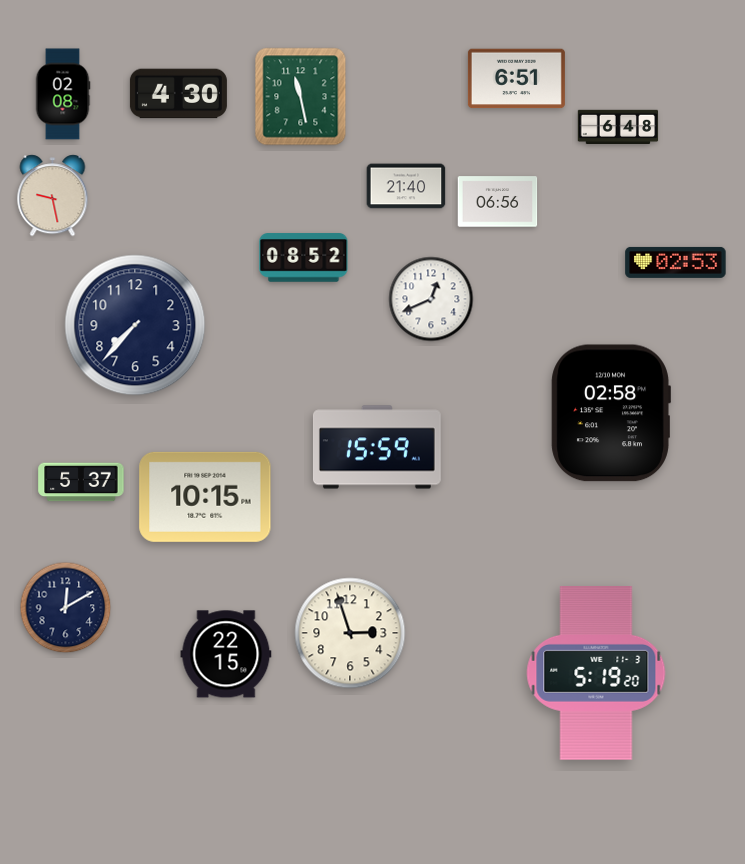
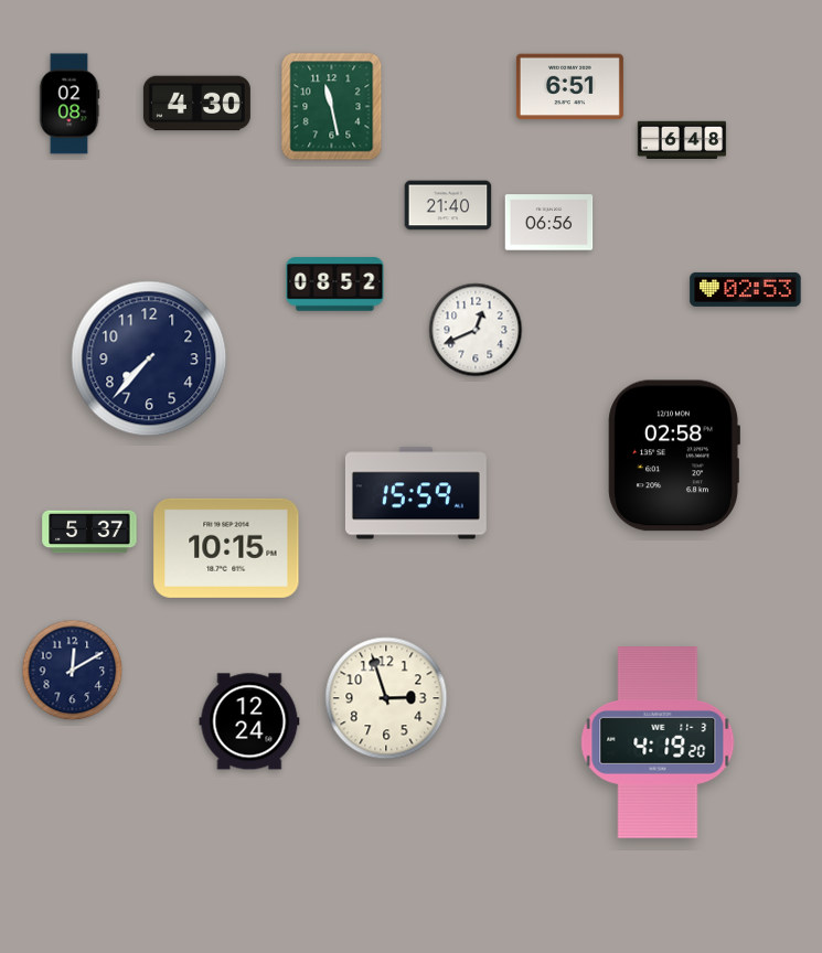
clock at (53, 196): 9:28 -> none
clock at (226, 654): 22:15 -> 12:24
clock at (596, 674): 5:19 -> 4:19
